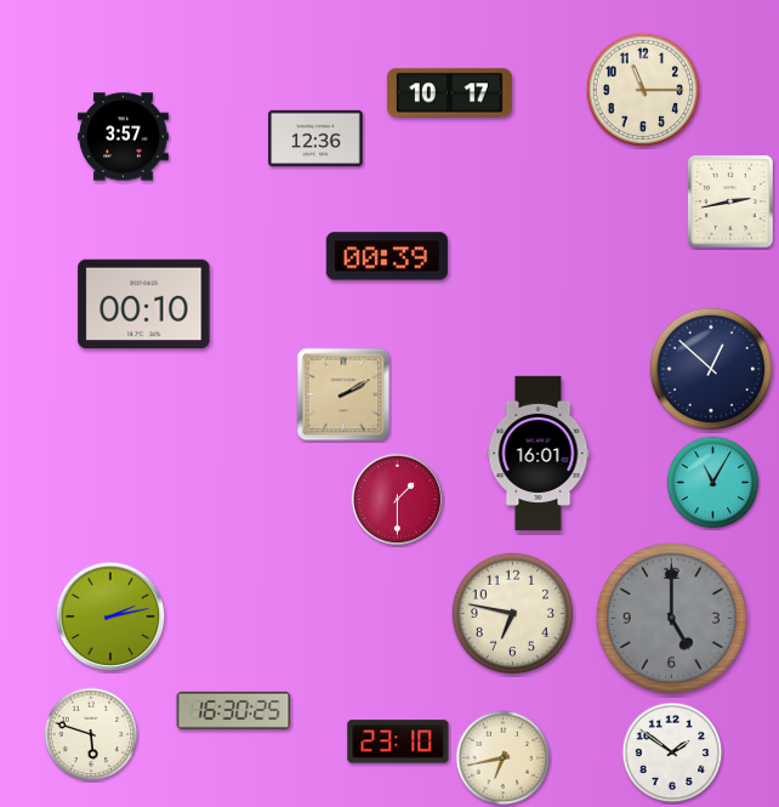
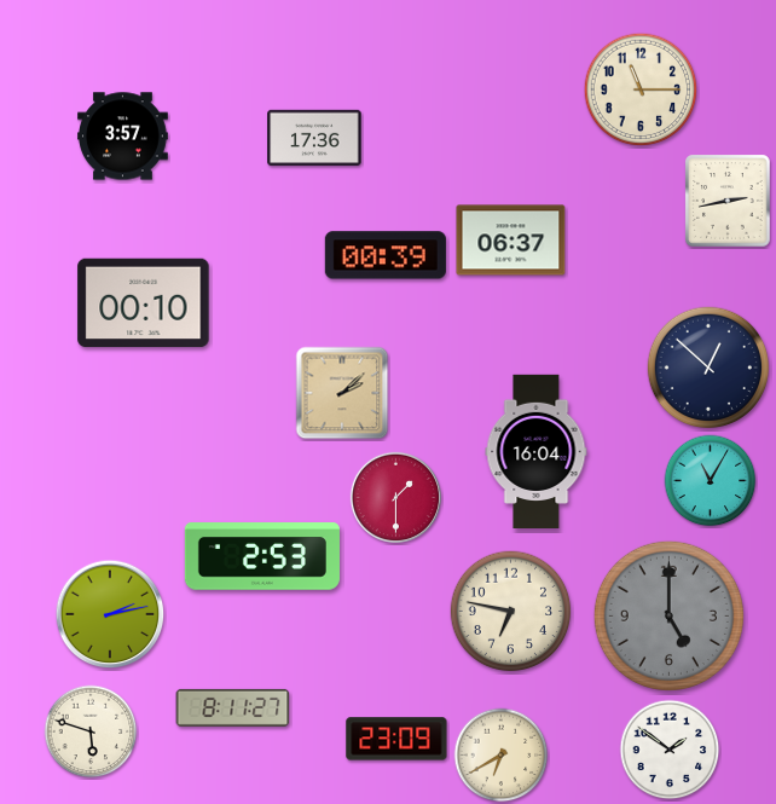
clock at (449, 93): 10:17 -> none
clock at (315, 138): 12:36 -> 17:36
clock at (511, 241): none -> 06:37
clock at (343, 394): 2:10 -> 2:08
clock at (539, 453): 16:01 -> 16:04
clock at (262, 556): none -> 2:53
clock at (234, 710): 16:30 -> 8:11
clock at (398, 741): 23:10 -> 23:09
clock at (504, 758): 6:43 -> 6:40
